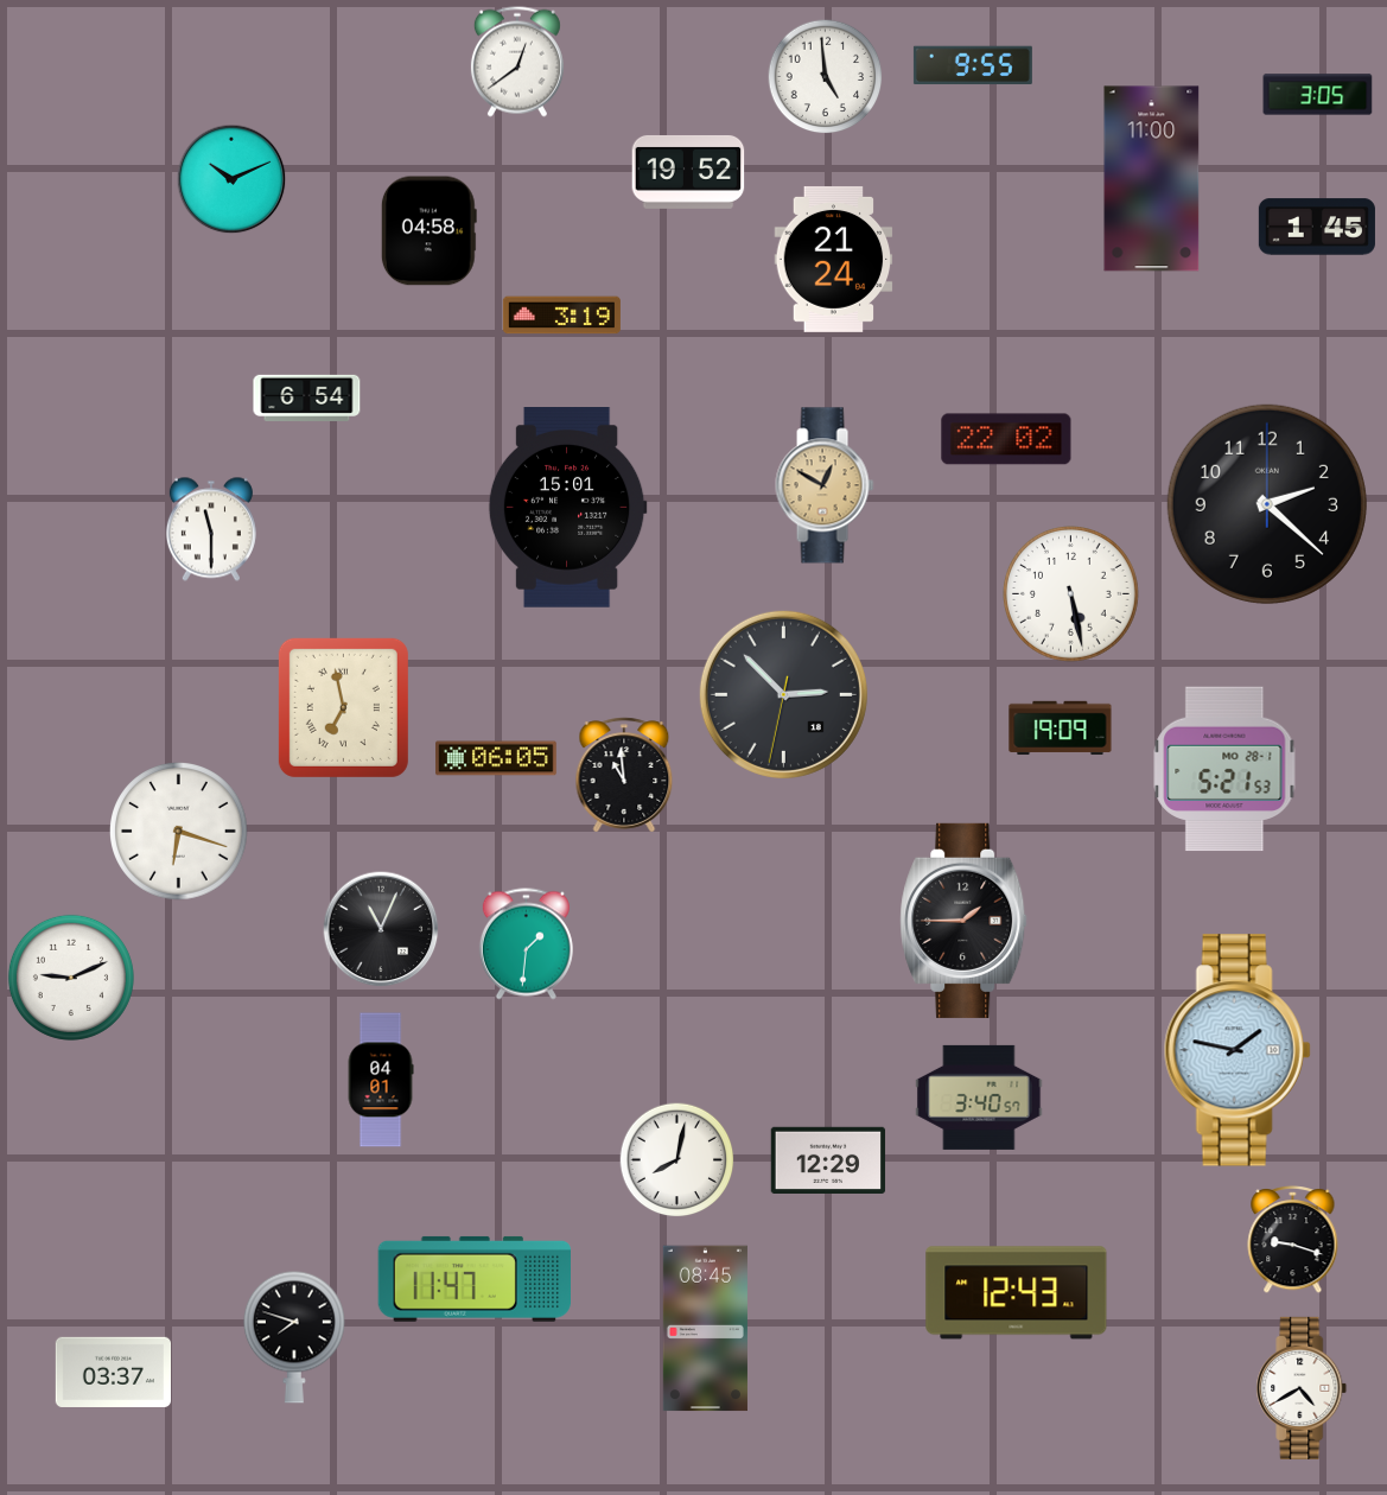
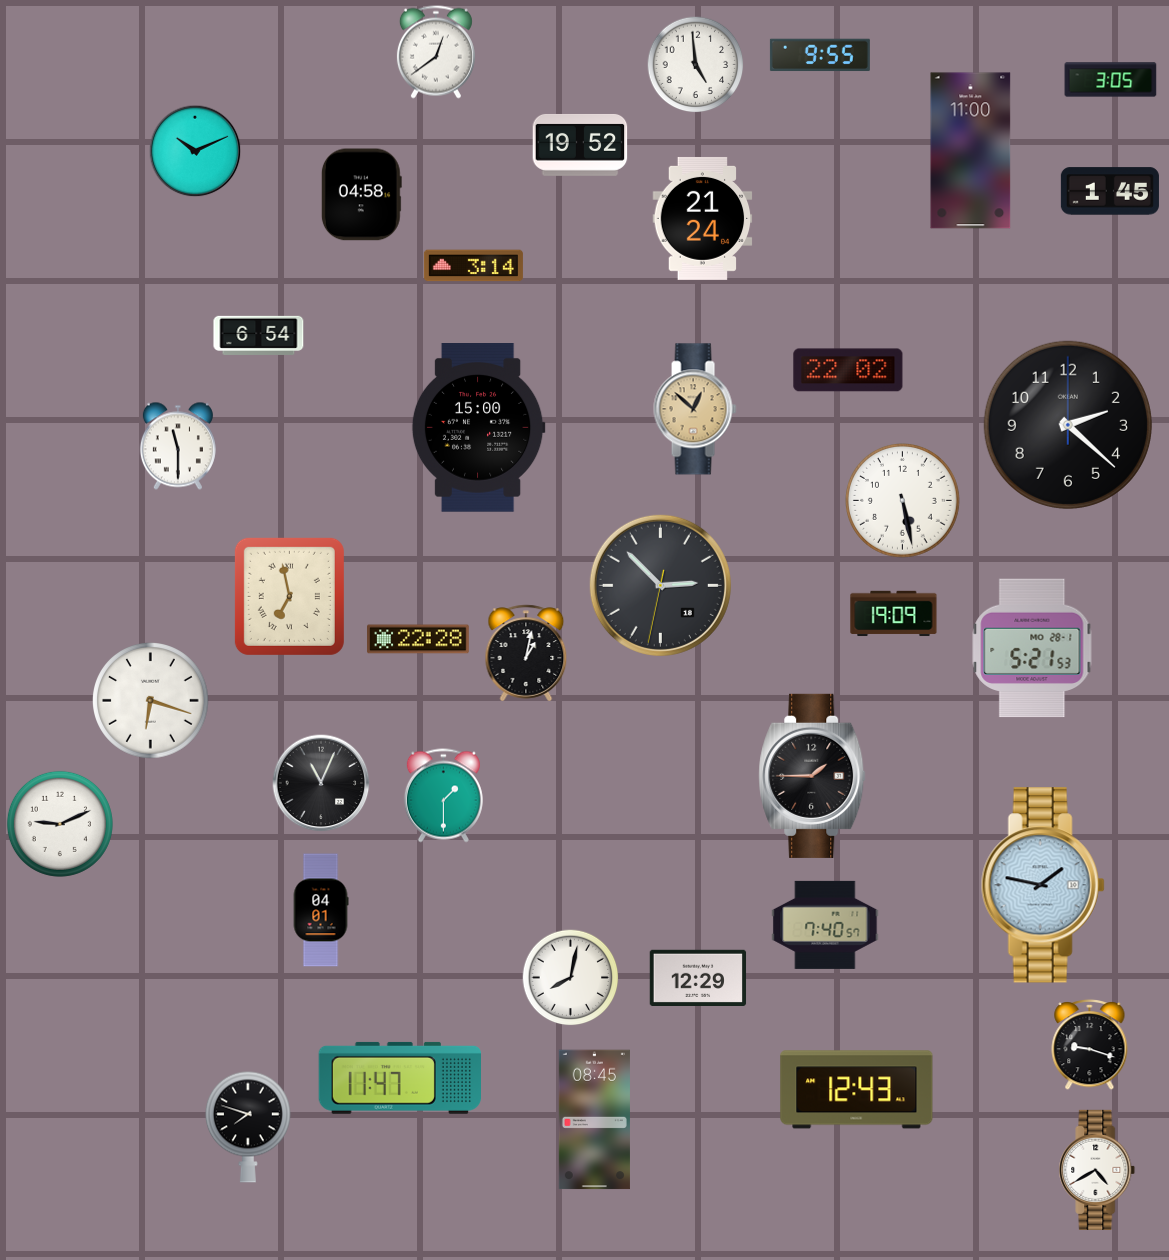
clock at (561, 316): 3:19 -> 3:14
clock at (825, 485): 12:50 -> 12:52
clock at (567, 508): 15:01 -> 15:00
clock at (497, 758): 06:05 -> 22:28
clock at (624, 775): 10:59 -> 1:02
clock at (526, 944): 1:31 -> 1:30
clock at (979, 1098): 3:40 -> 7:40
clock at (113, 1372): 03:37 -> none
